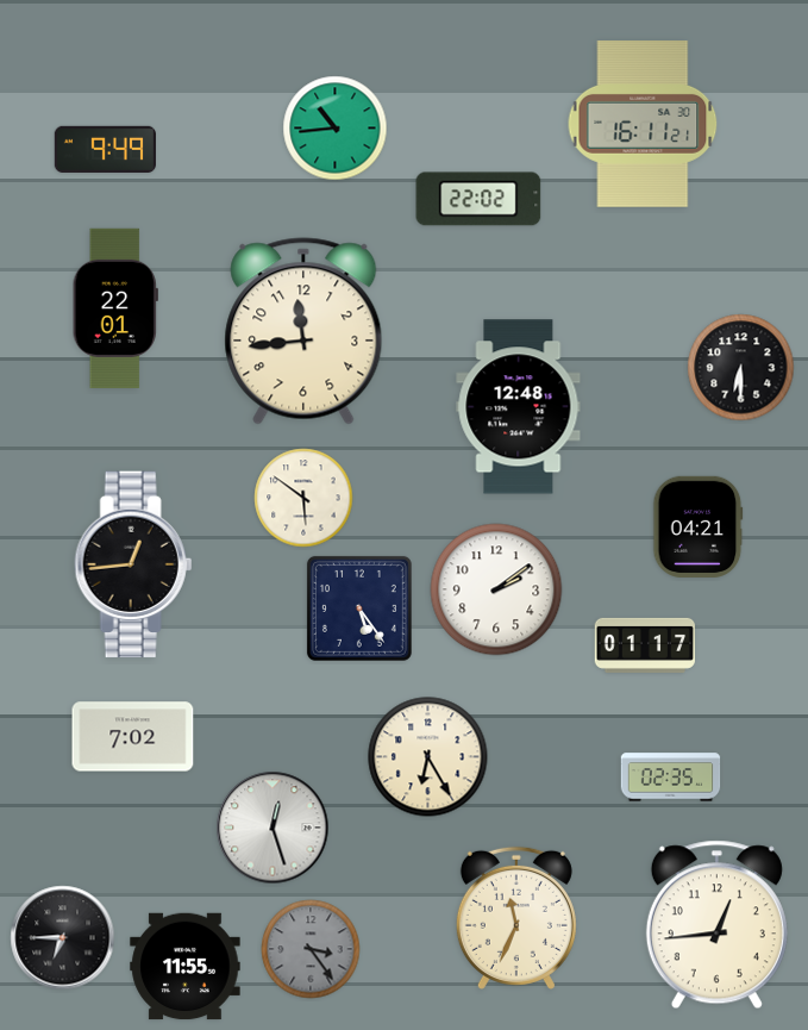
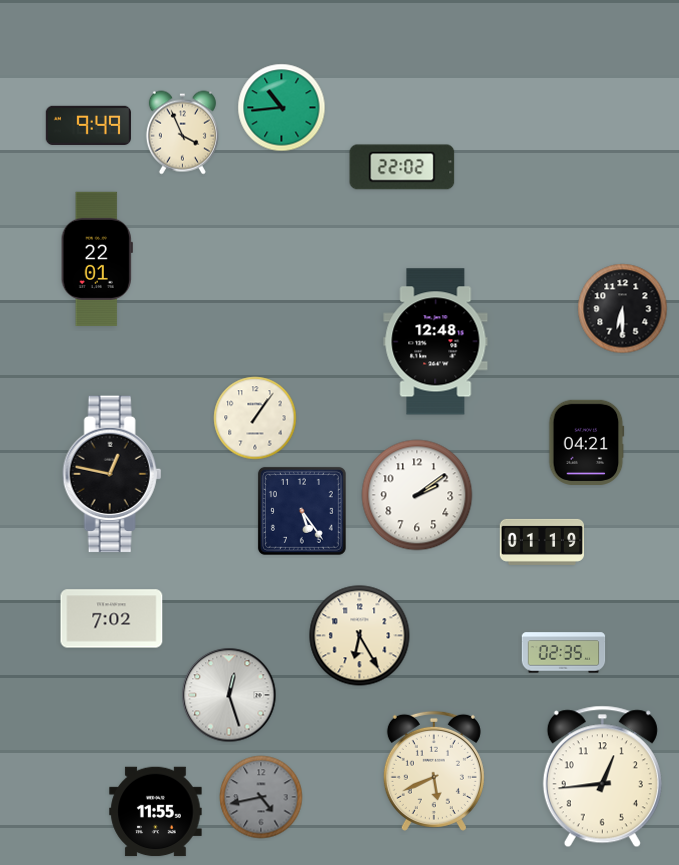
clock at (643, 125): 16:11 -> none
clock at (182, 133): none -> 3:56
clock at (303, 331): 11:44 -> none
clock at (303, 498): 5:51 -> 1:06
clock at (133, 564): 12:44 -> 12:47
clock at (644, 645): 01:17 -> 01:19
clock at (516, 918): 11:34 -> 5:41
clock at (63, 938): 6:45 -> none
clock at (311, 949): 3:24 -> 4:43
